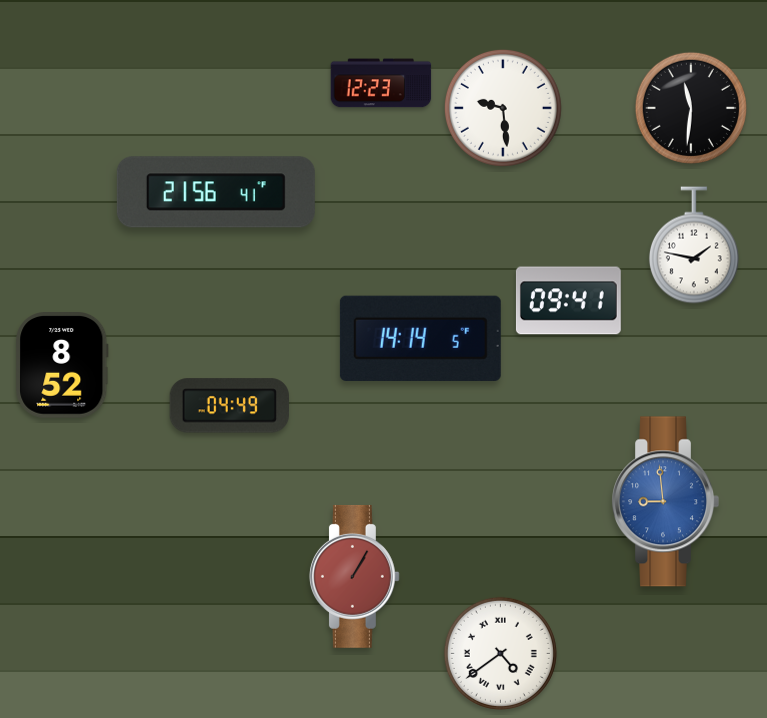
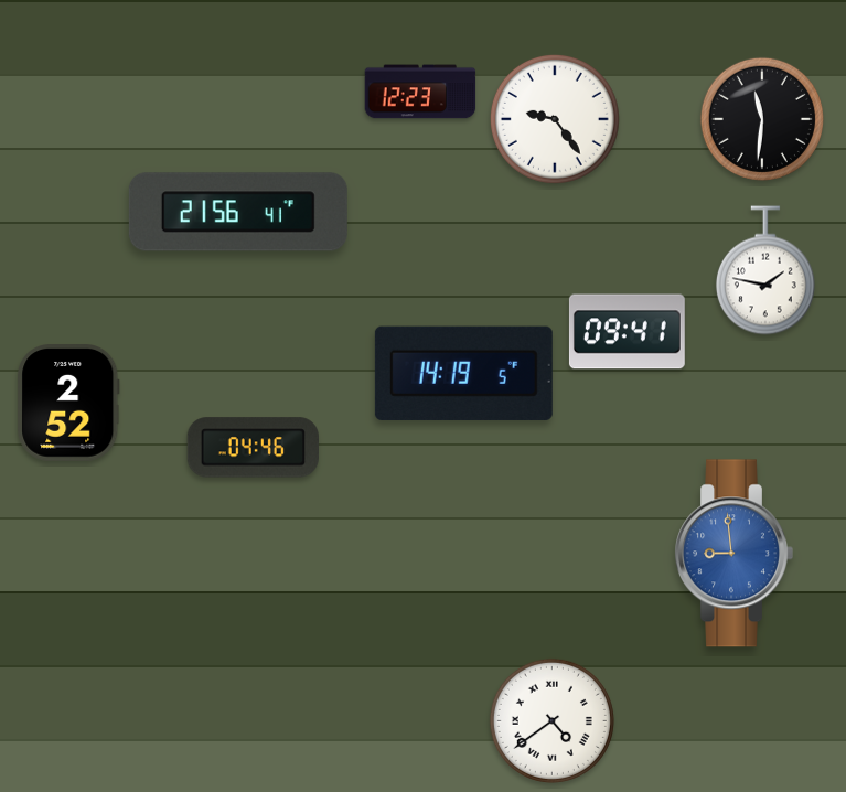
clock at (503, 108): 9:29 -> 9:24
clock at (420, 338): 14:14 -> 14:19
clock at (62, 366): 8:52 -> 2:52
clock at (229, 406): 04:49 -> 04:46
clock at (354, 576): 1:05 -> none
